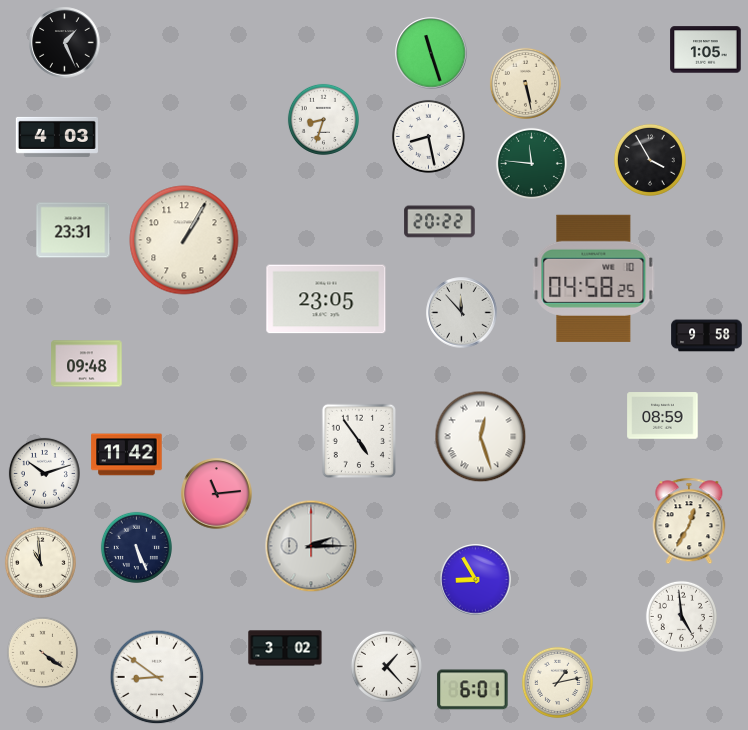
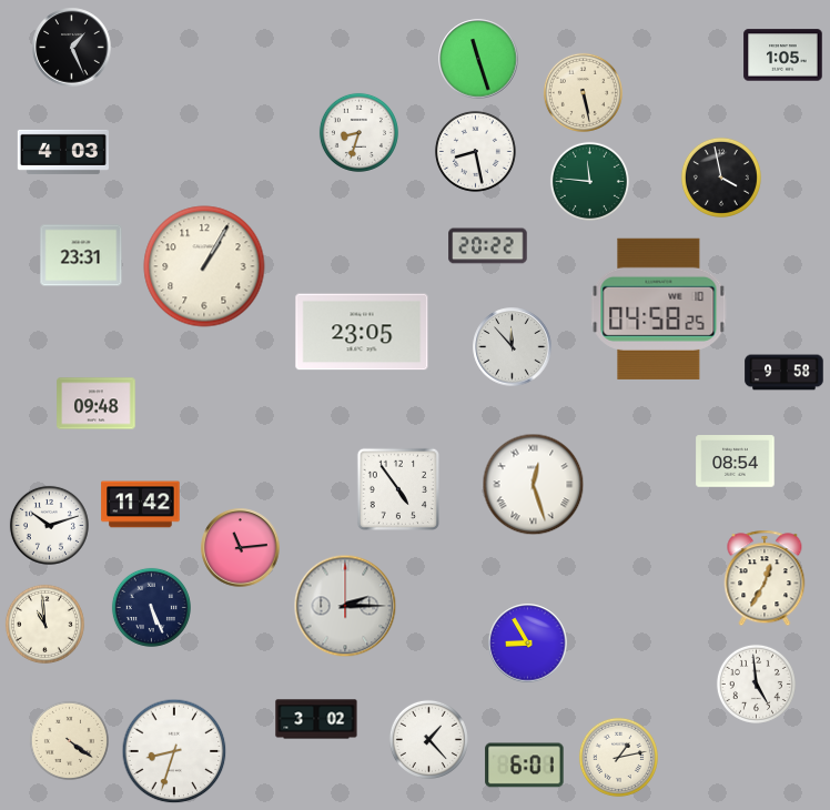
clock at (650, 160): 3:55 -> 3:58
clock at (663, 416): 08:59 -> 08:54
clock at (42, 652) position: (42, 652) -> (69, 740)
clock at (157, 677): 8:51 -> 8:33
